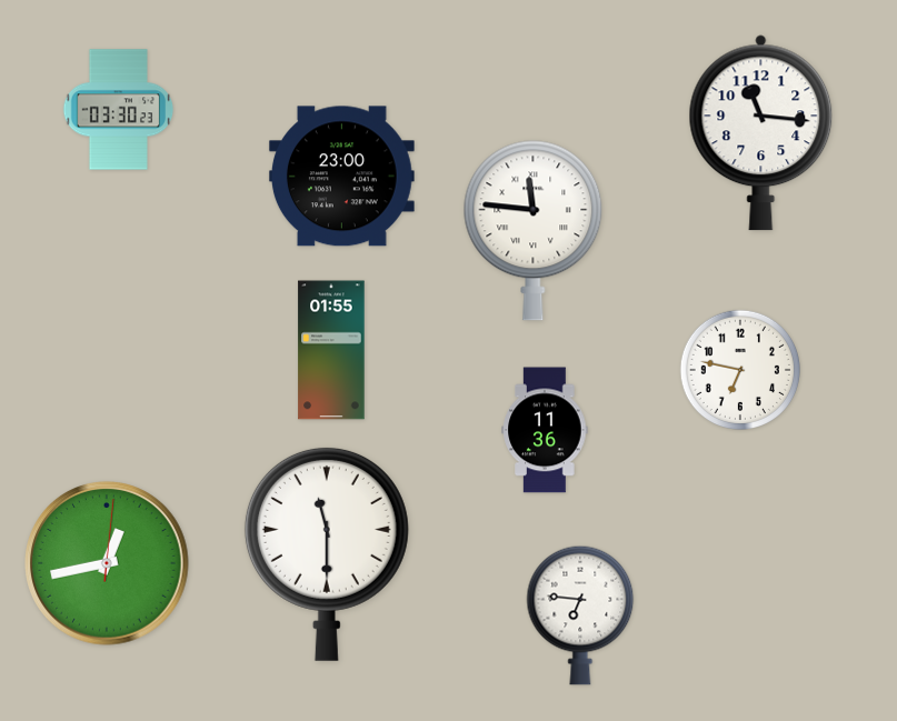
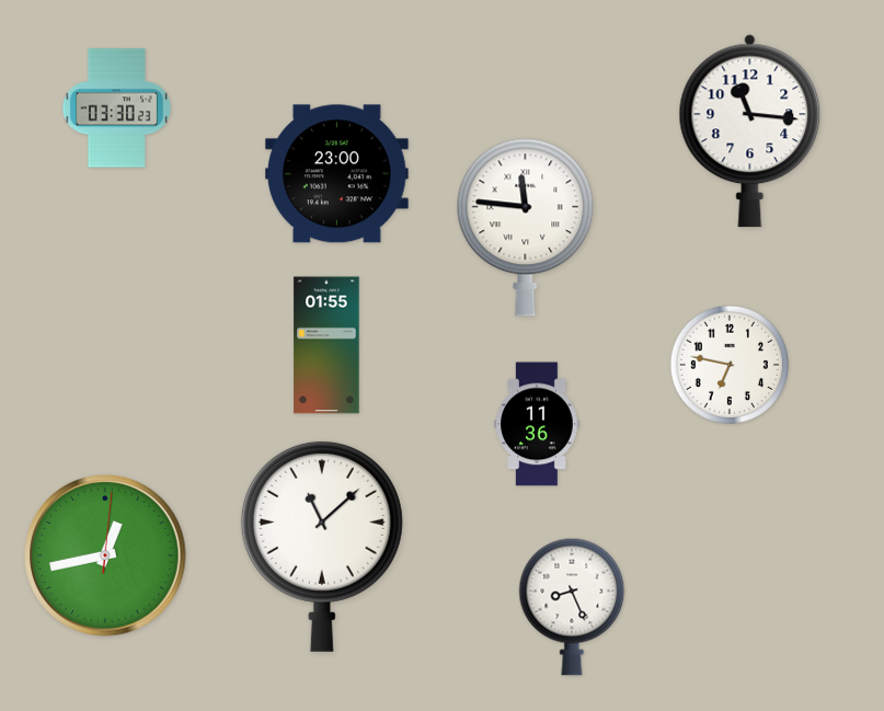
clock at (327, 553): 11:30 -> 11:08
clock at (580, 615): 6:46 -> 8:26
